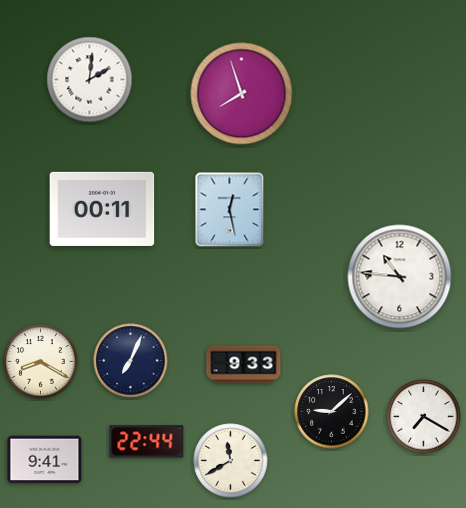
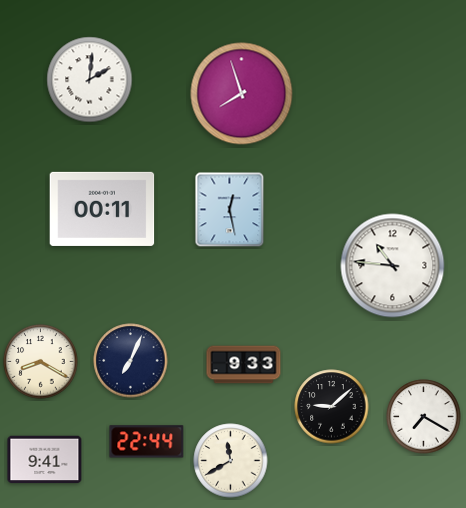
clock at (400, 277) position: (400, 277) -> (393, 266)
clock at (332, 412) position: (332, 412) -> (332, 407)
